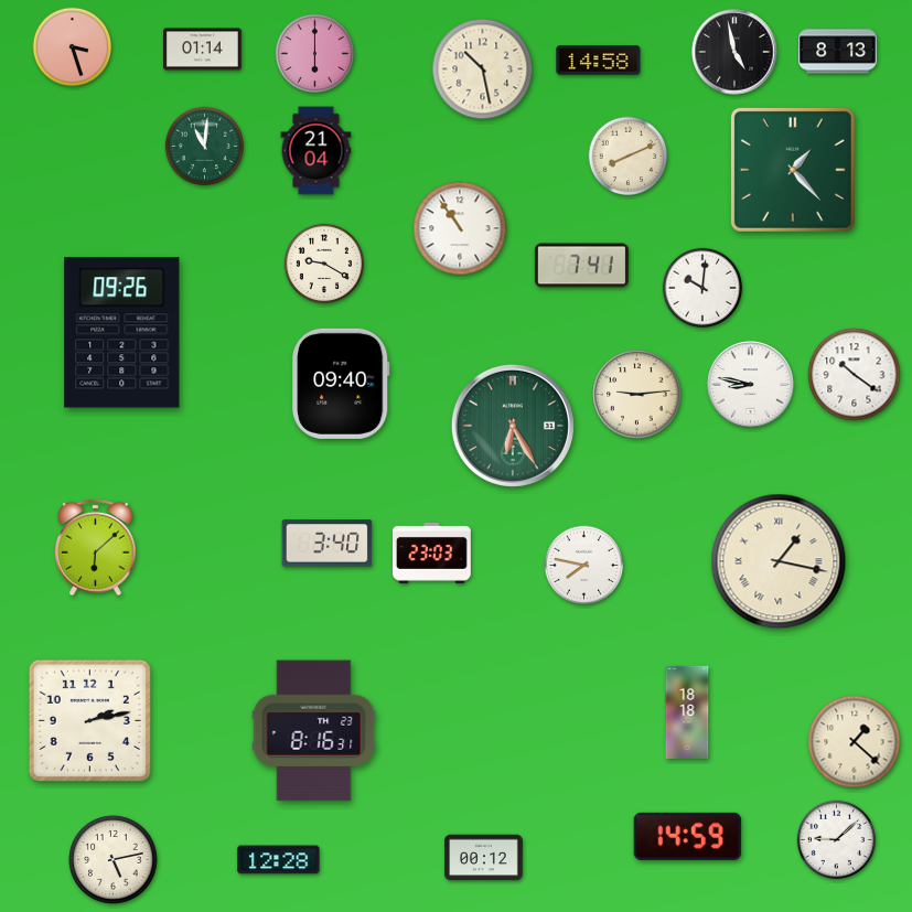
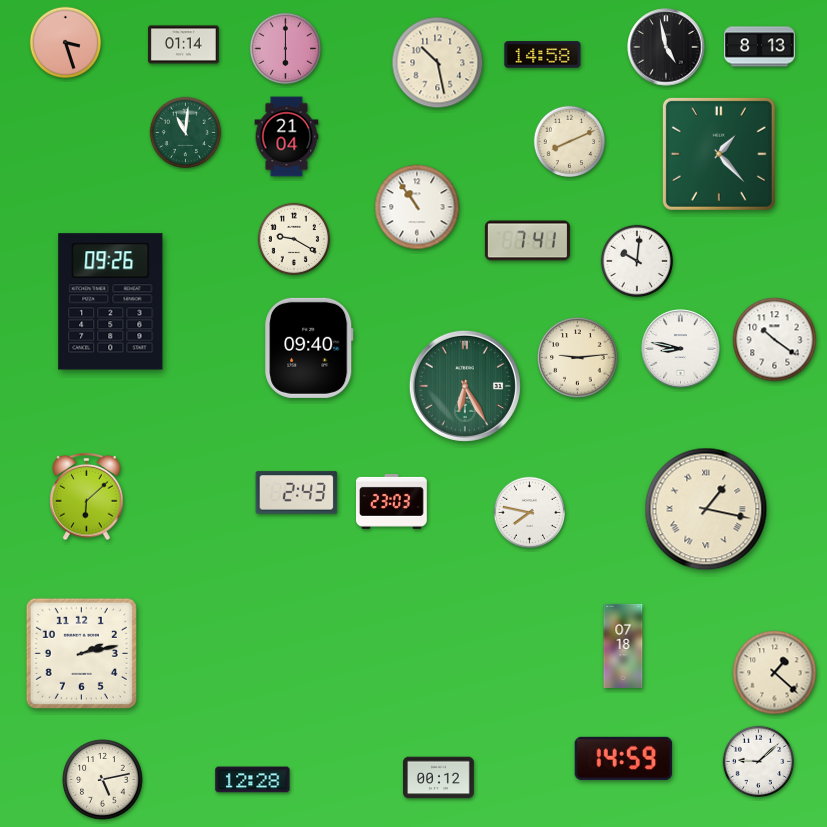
clock at (328, 544): 3:40 -> 2:43
clock at (687, 711): 18:18 -> 07:18
clock at (314, 731): 8:16 -> none
